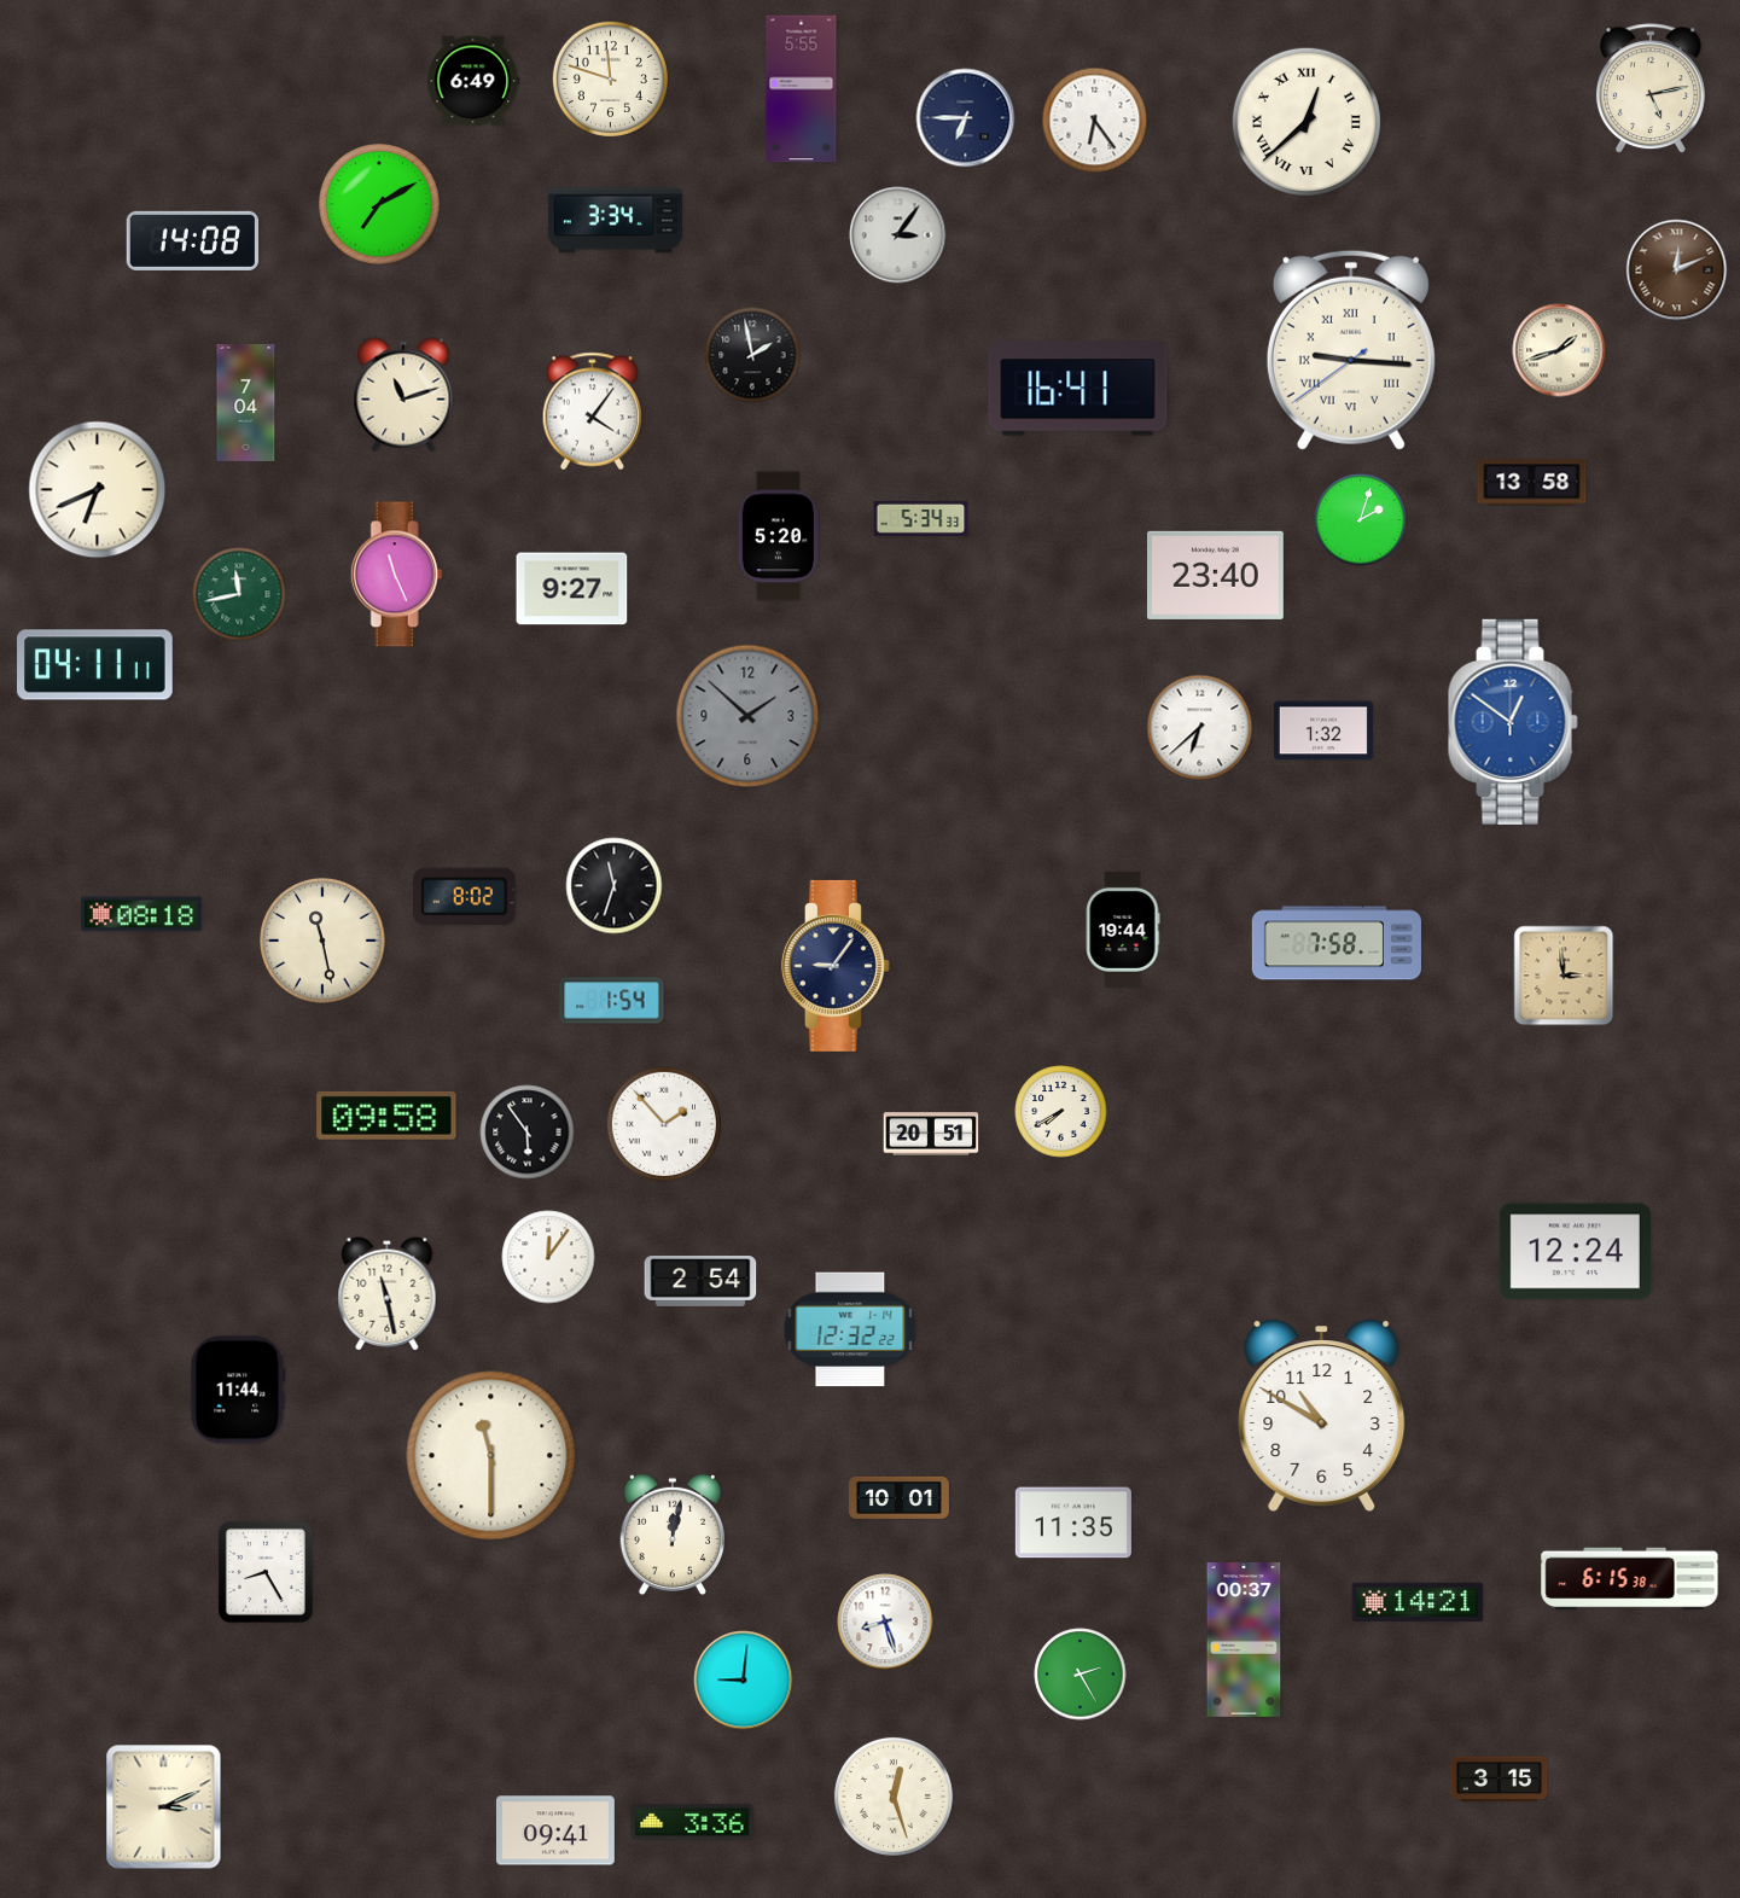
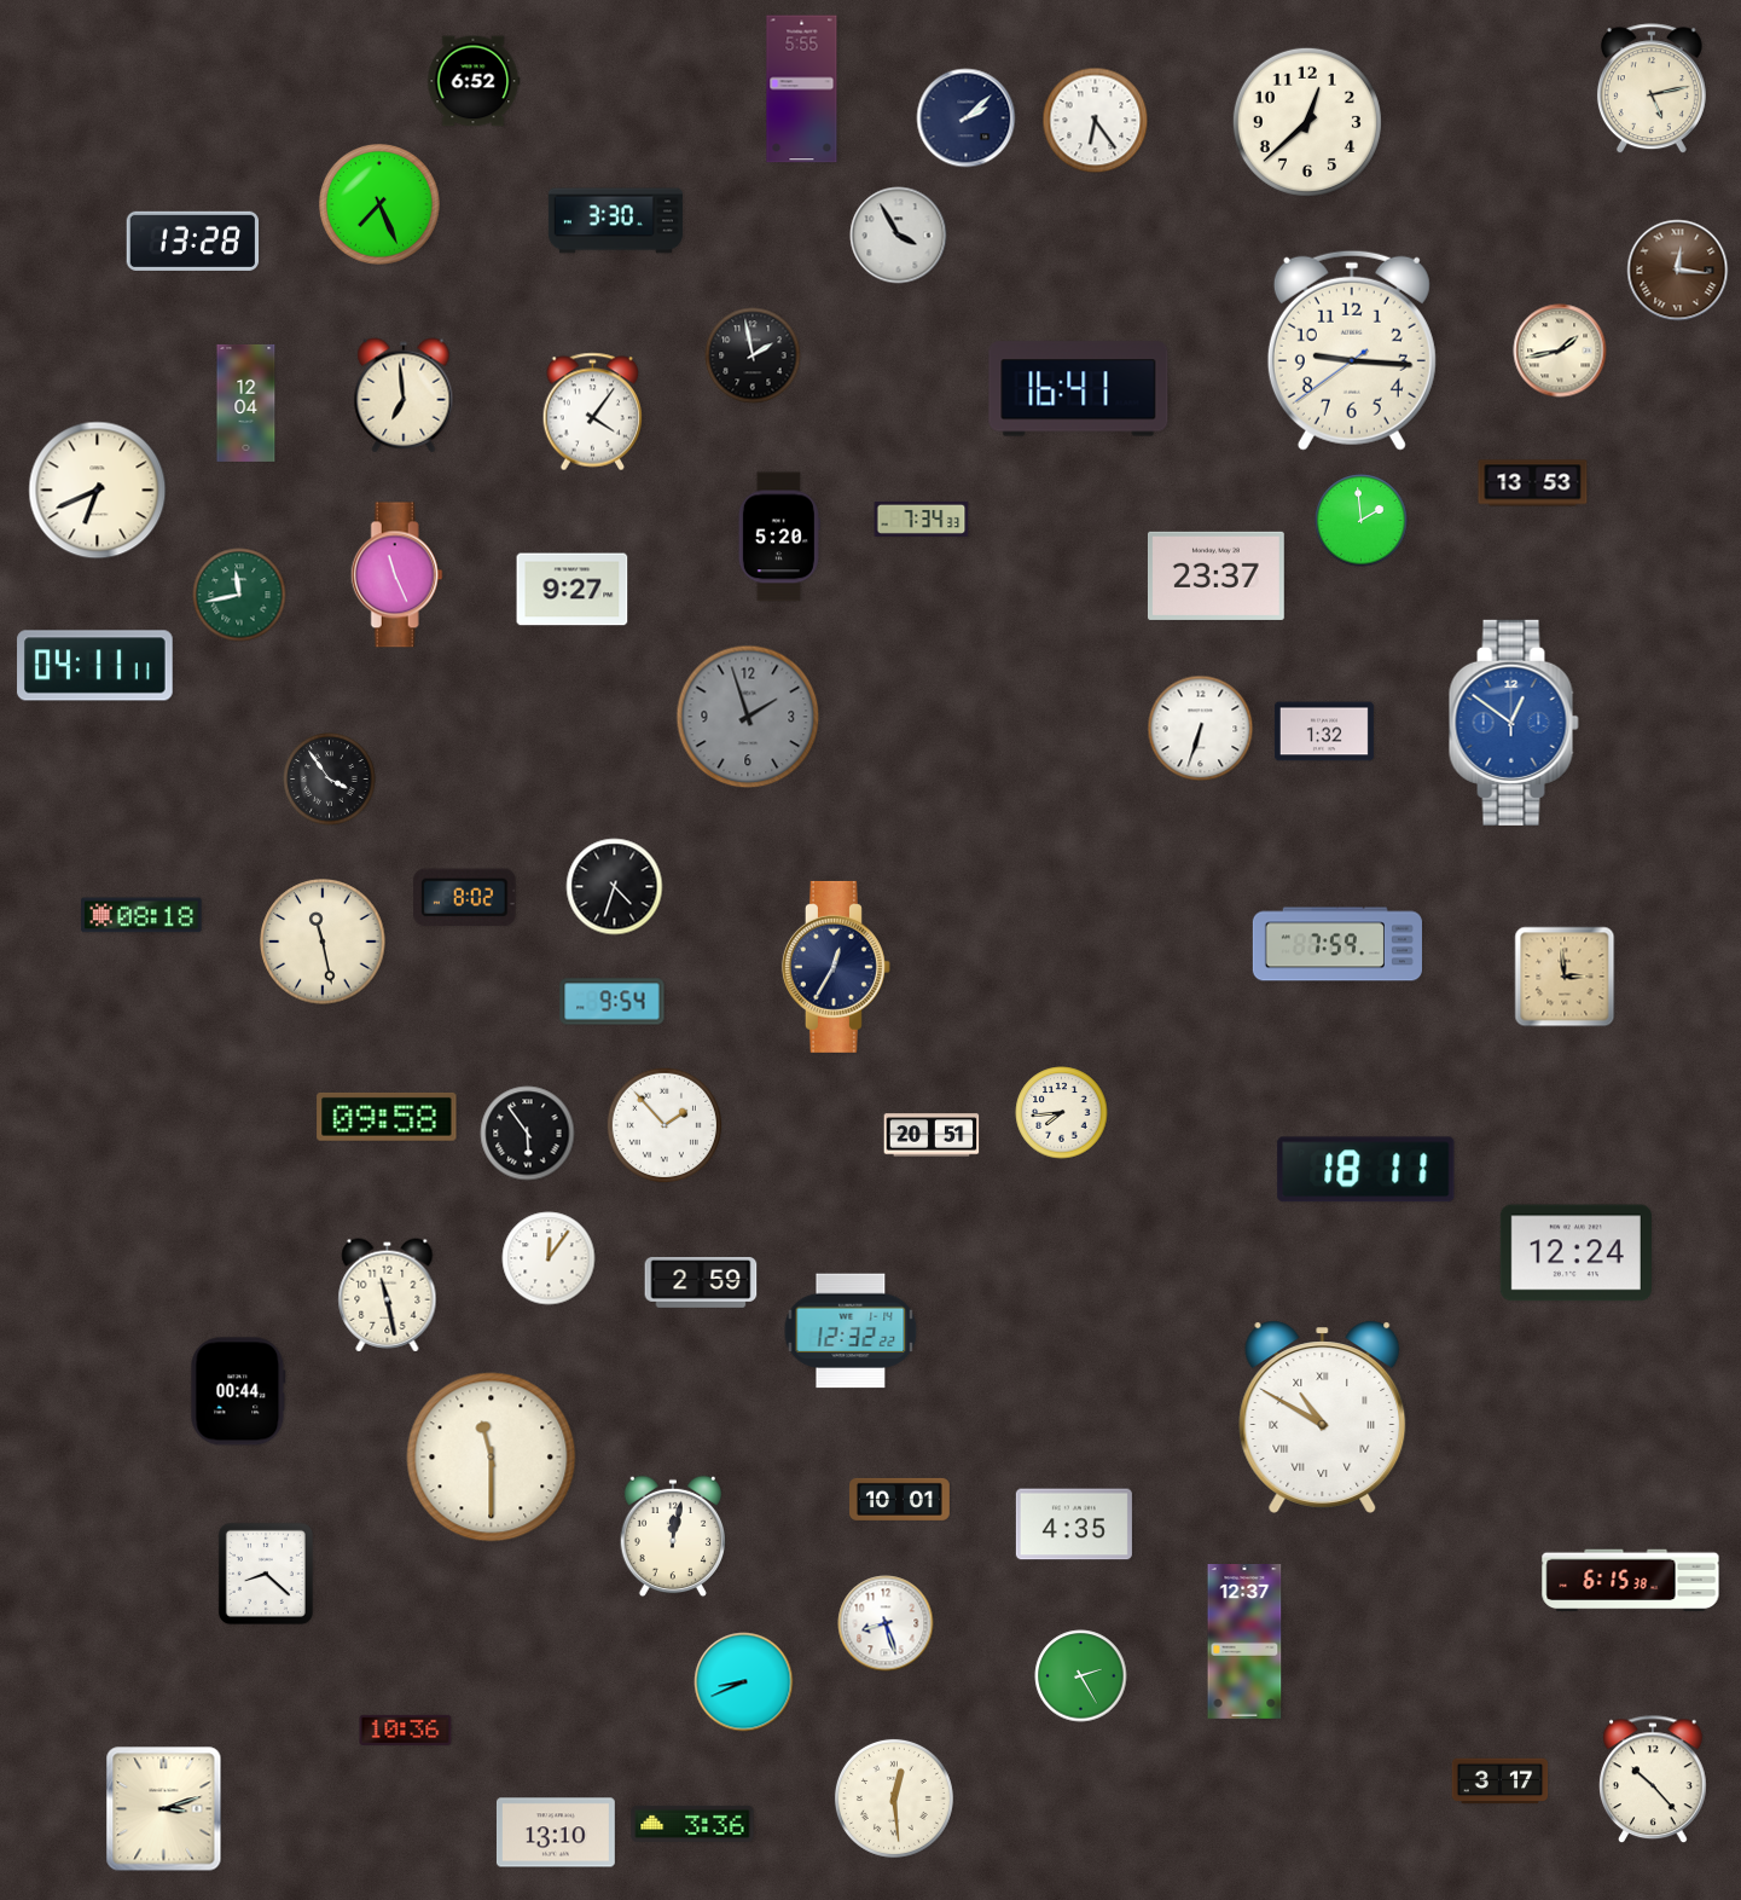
clock at (610, 78): 11:48 -> none
clock at (473, 81): 6:49 -> 6:52
clock at (966, 118): 6:45 -> 2:08
clock at (1307, 122) numerals: Roman -> Arabic
clock at (380, 205): 7:10 -> 7:26
clock at (615, 221): 3:34 -> 3:30
clock at (898, 235): 3:06 -> 3:55
clock at (193, 240): 14:08 -> 13:28
clock at (1677, 270): 12:11 -> 12:16
clock at (1351, 350) numerals: Roman -> Arabic
clock at (1559, 350): 1:42 -> 1:43
clock at (403, 395): 11:12 -> 6:59
clock at (246, 402): 7:04 -> 12:04
clock at (1532, 483): 13:58 -> 13:53
clock at (921, 518): 5:34 -> 7:34
clock at (1361, 520): 2:03 -> 1:59
clock at (1215, 575): 23:40 -> 23:37
clock at (747, 716): 1:52 -> 1:57
clock at (1200, 728): 6:38 -> 6:33
clock at (330, 780): none -> 3:54
clock at (615, 886): 11:33 -> 4:33
clock at (1123, 930): 19:44 -> none
clock at (1337, 943): 7:58 -> 7:59
clock at (836, 966): 9:06 -> 12:35
clock at (612, 1001): 1:54 -> 9:54
clock at (1061, 1112): 7:40 -> 7:44
clock at (1366, 1170): none -> 18:11
clock at (700, 1282): 2:54 -> 2:59
clock at (238, 1390): 11:44 -> 00:44
clock at (1322, 1415) numerals: Arabic -> Roman
clock at (1073, 1523): 11:35 -> 4:35
clock at (266, 1572): 8:25 -> 8:22
clock at (1418, 1602): 14:21 -> none
clock at (1244, 1641): 00:37 -> 12:37
clock at (744, 1681): 9:01 -> 8:41
clock at (406, 1730): none -> 10:36
clock at (1654, 1780): none -> 10:23
clock at (1500, 1780): 3:15 -> 3:17
clock at (894, 1797): 12:27 -> 12:29
clock at (164, 1807): 3:11 -> 3:12
clock at (555, 1830): 09:41 -> 13:10
